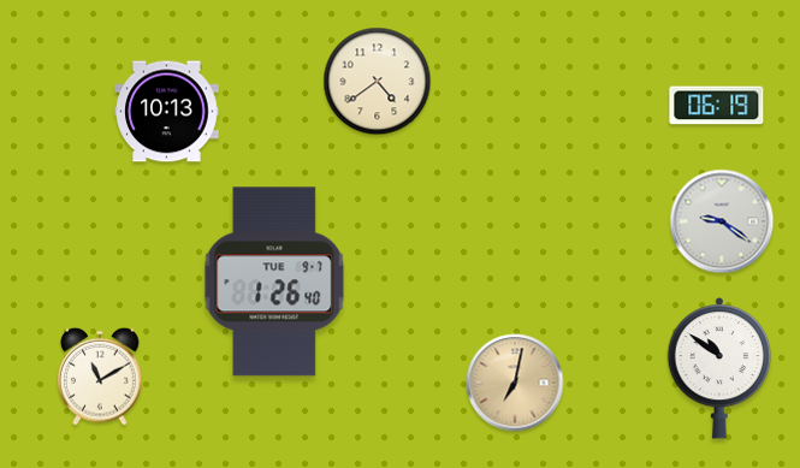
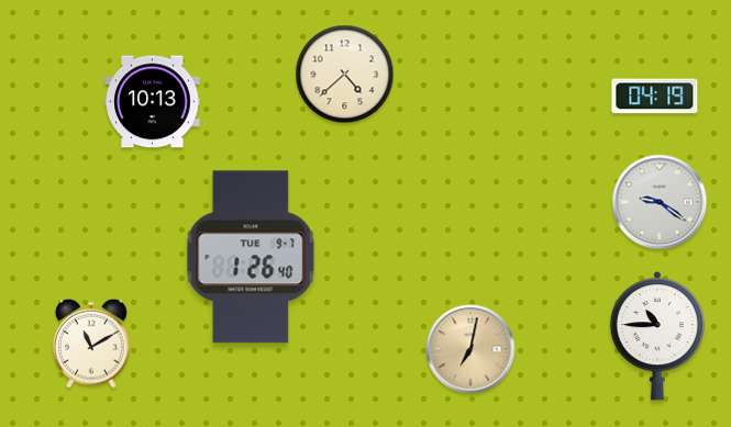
clock at (378, 82): 4:39 -> 4:38
clock at (717, 106): 06:19 -> 04:19
clock at (719, 369): 10:51 -> 10:45
